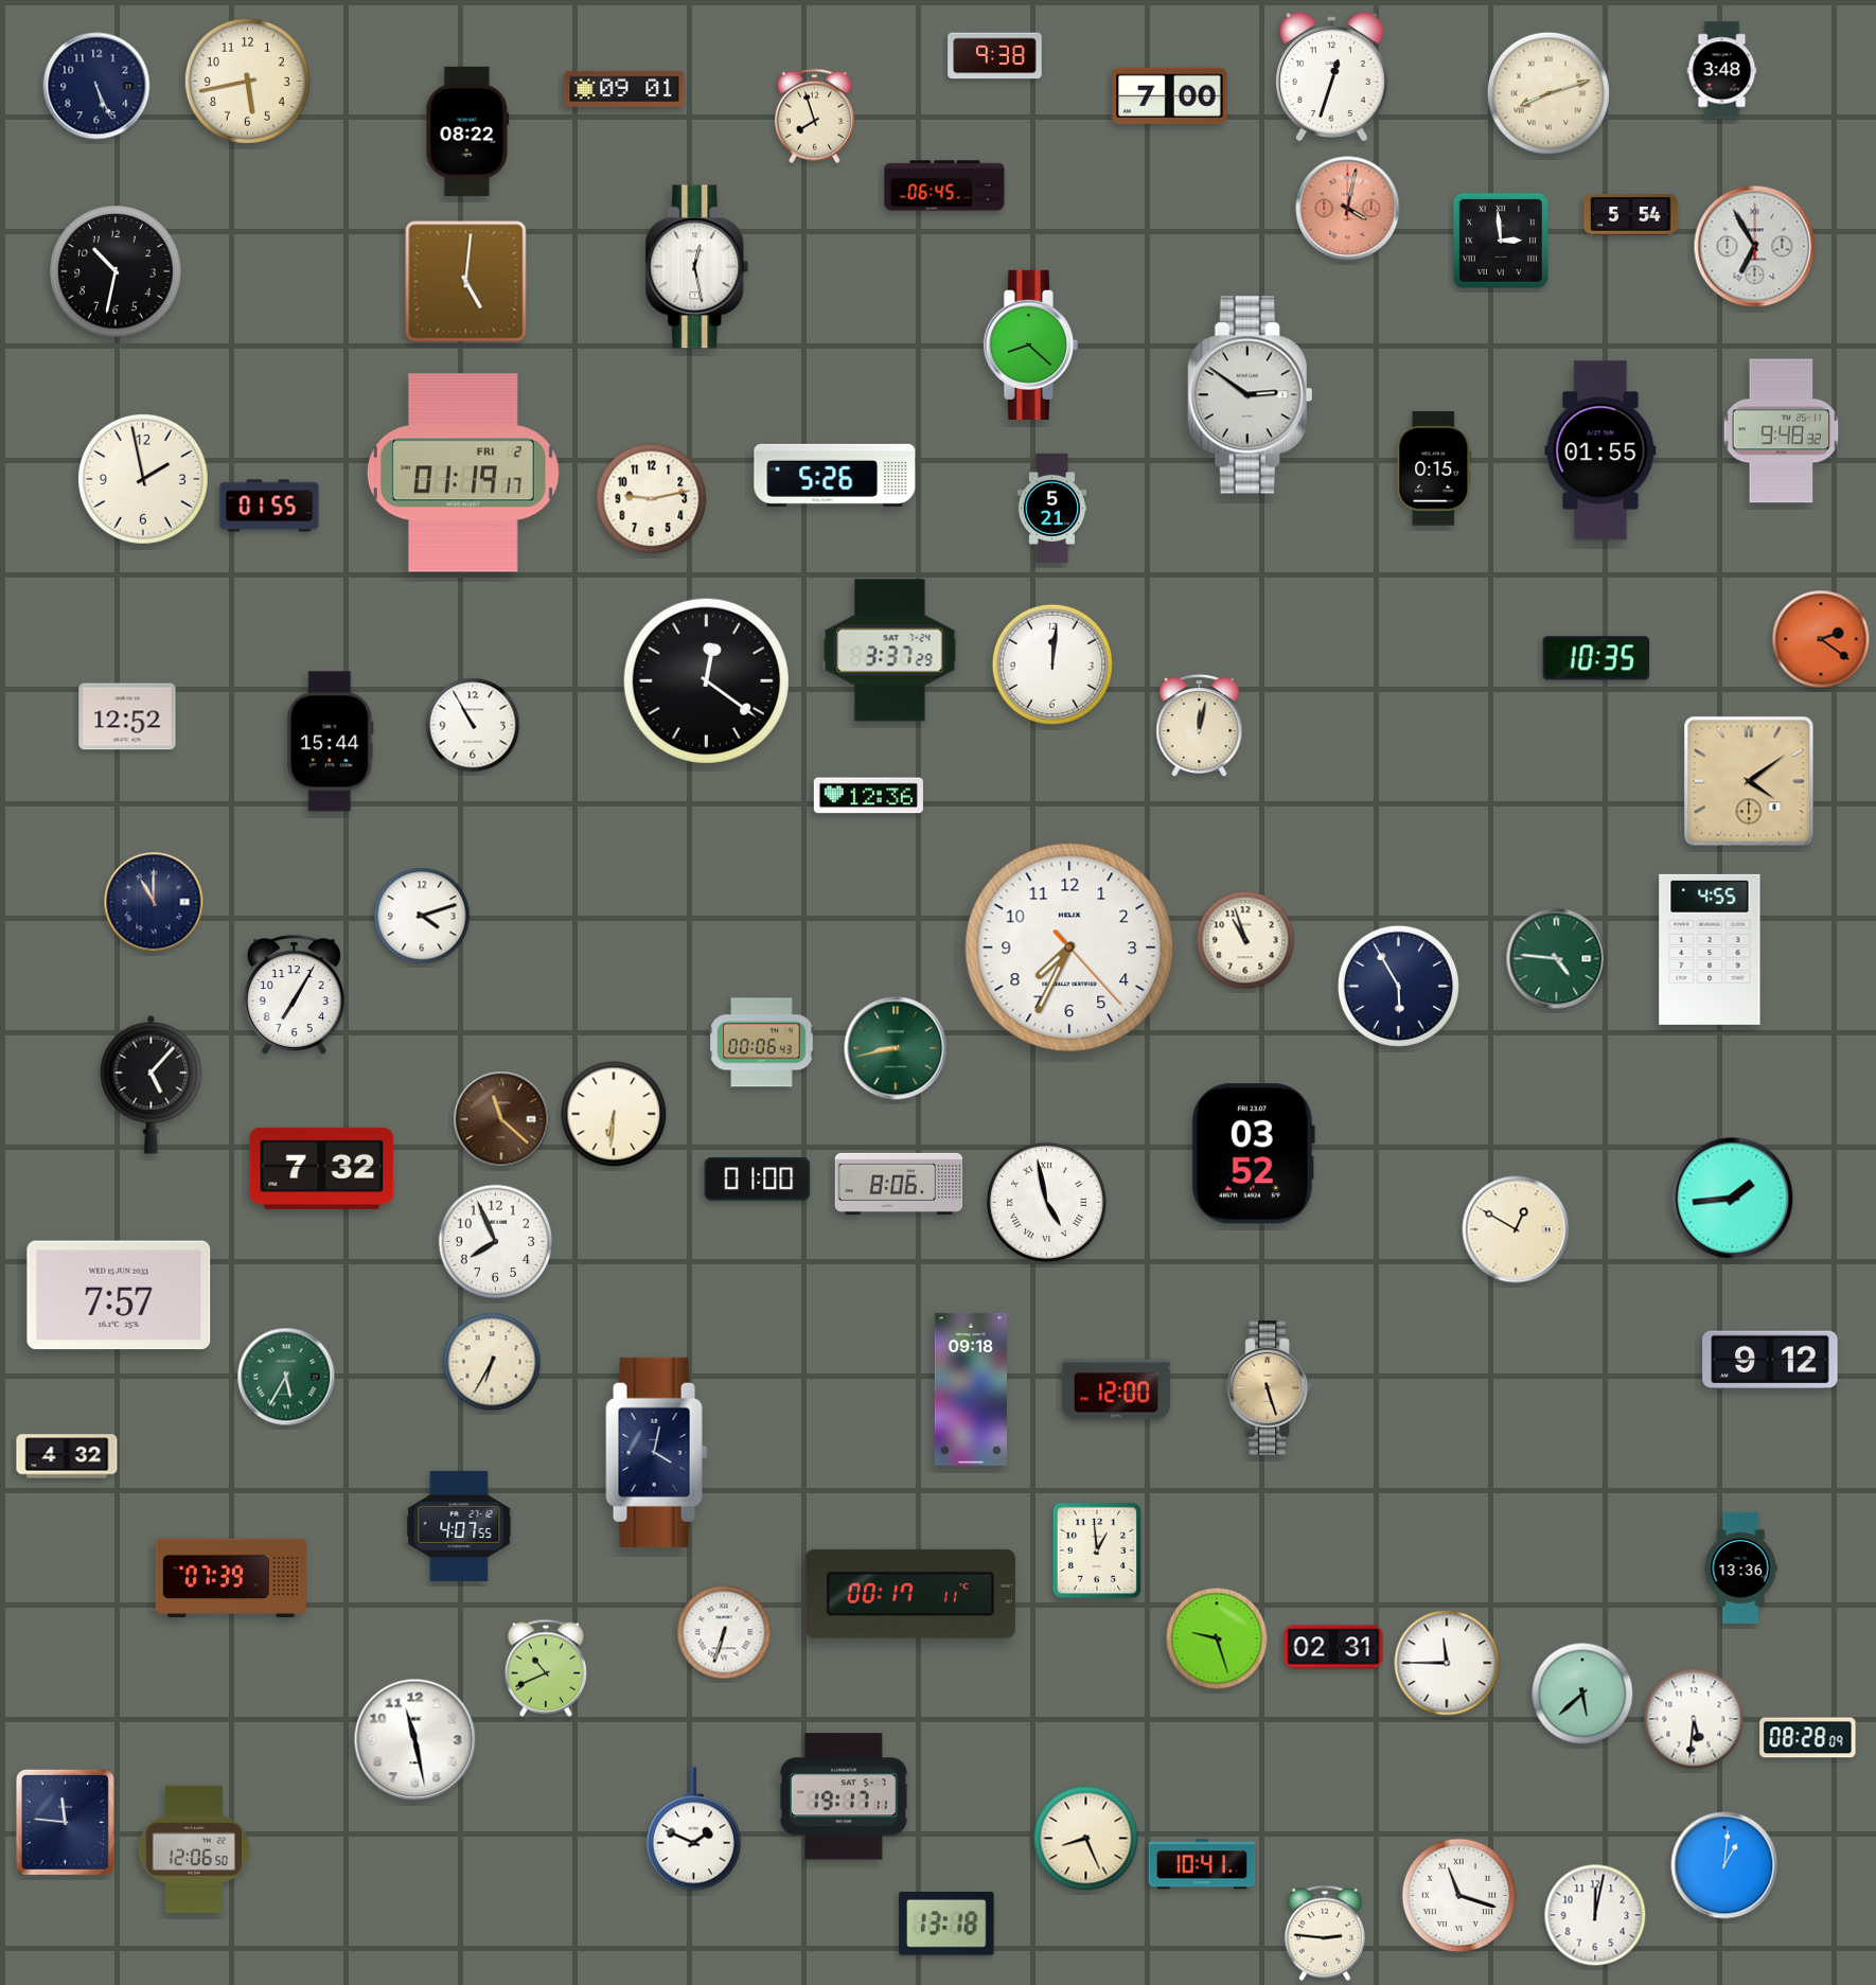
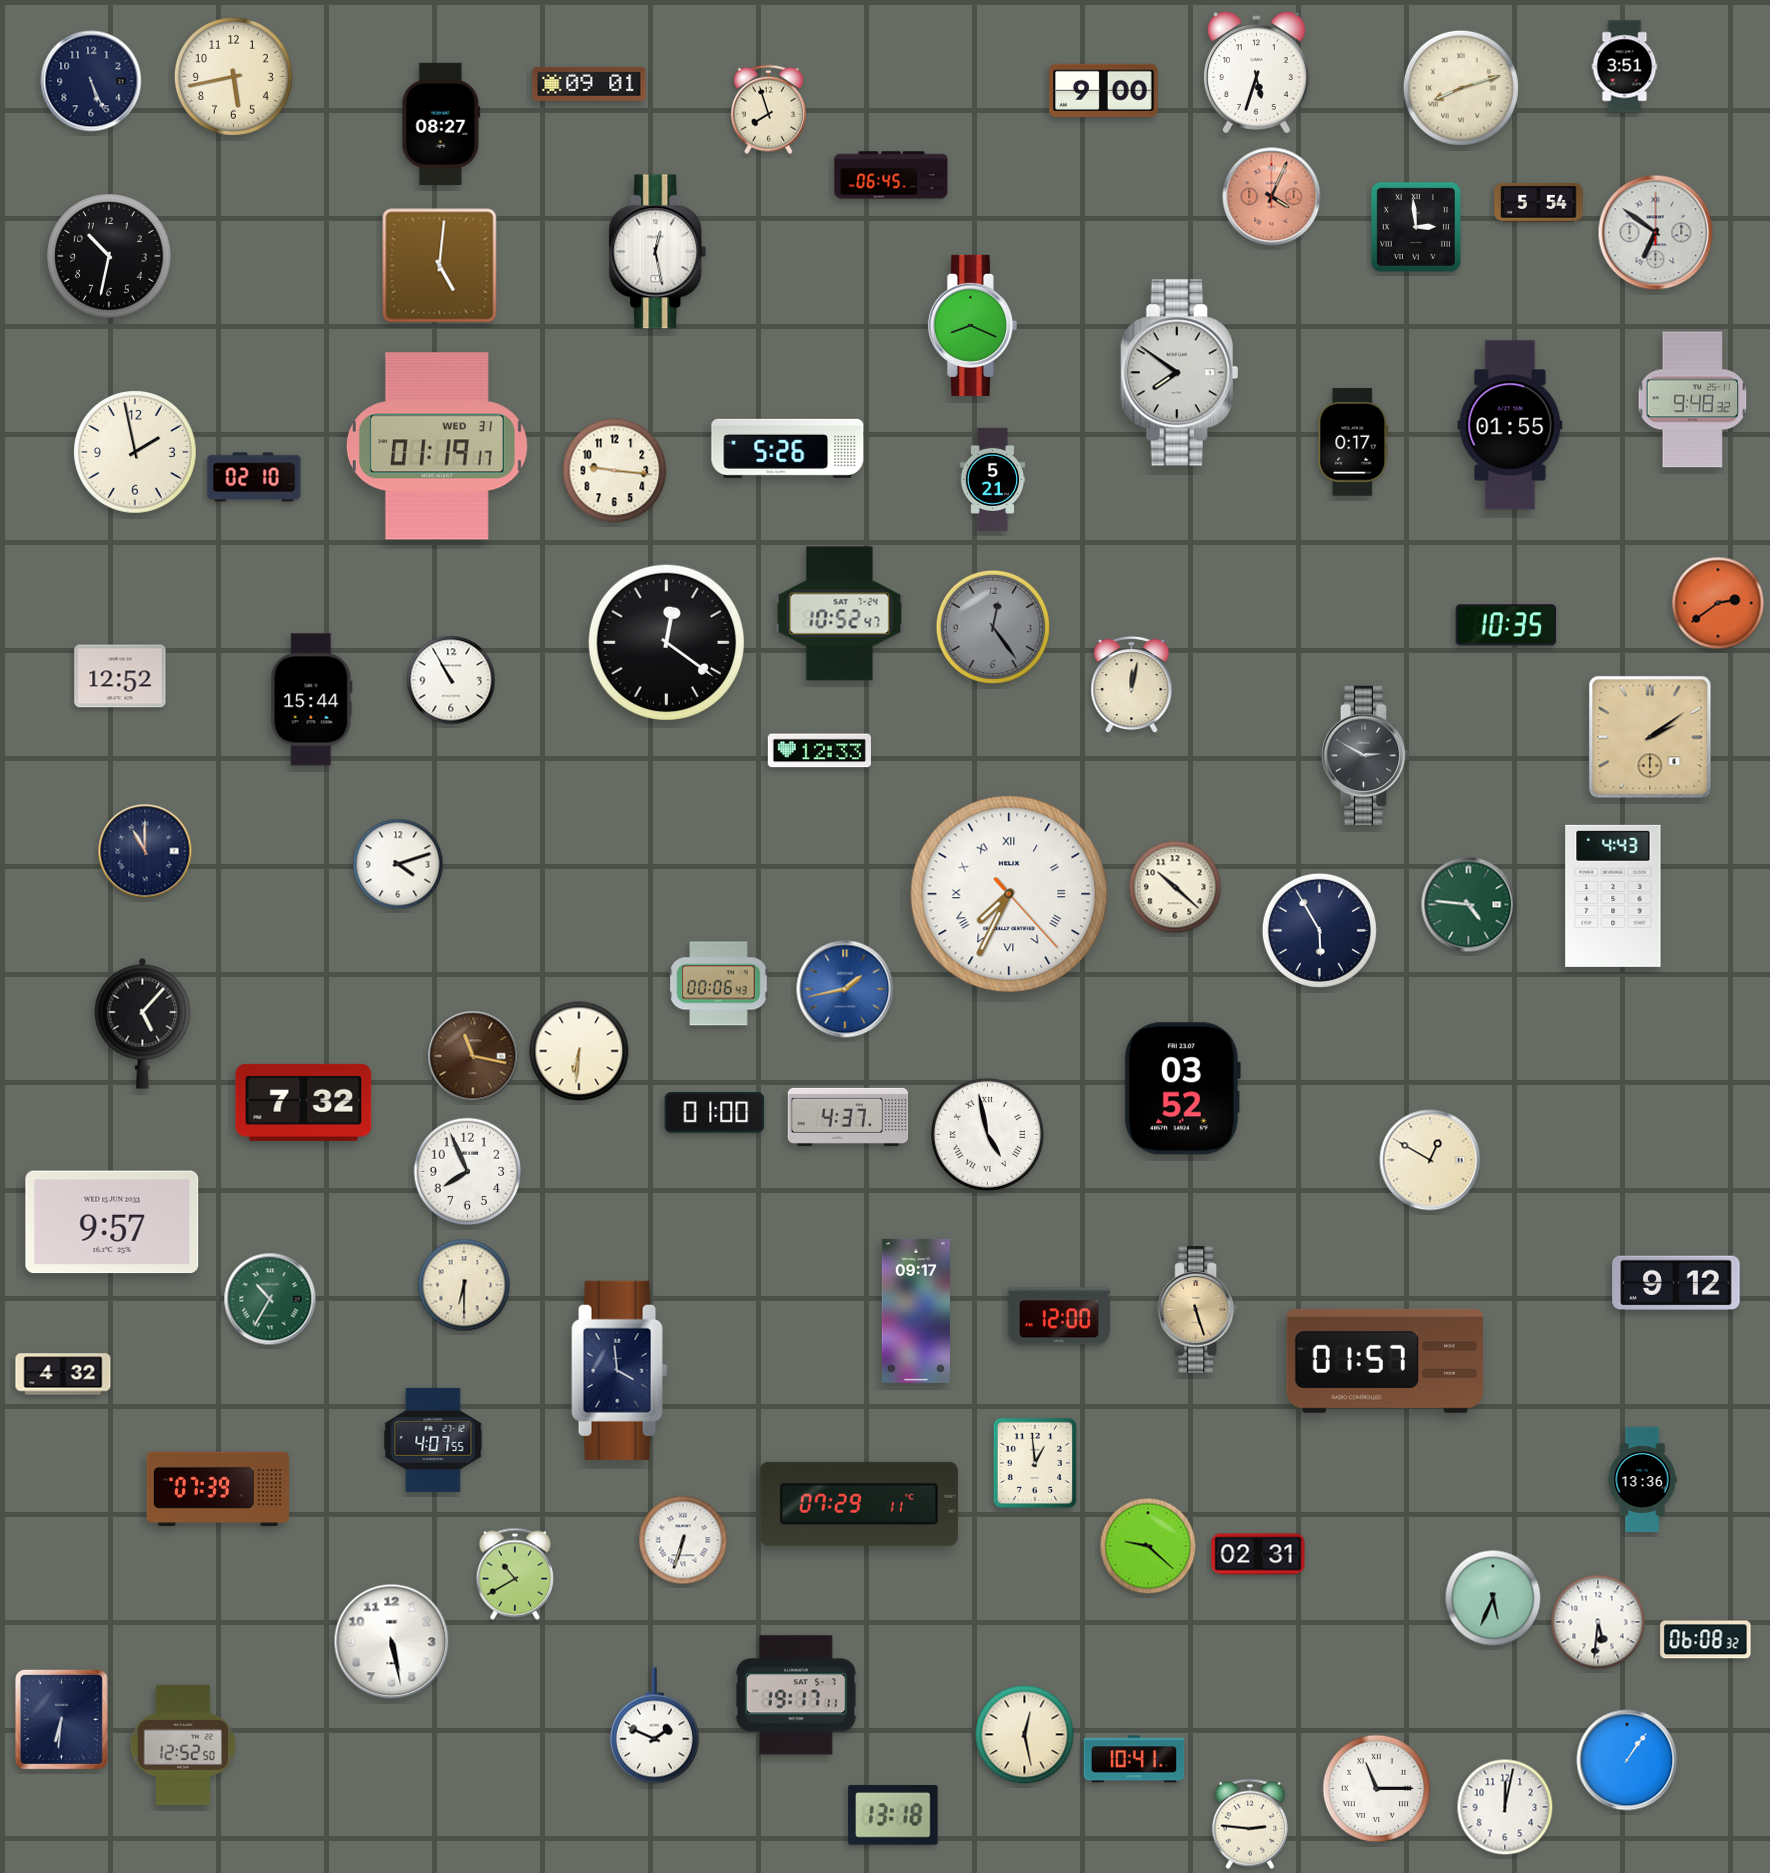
clock at (995, 56): 9:38 -> none
clock at (1722, 71): 3:48 -> 3:51
clock at (1331, 77): 12:33 -> 5:33
clock at (1170, 95): 7:00 -> 9:00
clock at (467, 131): 08:22 -> 08:27
clock at (1348, 209): 4:02 -> 4:04
clock at (1755, 247): 6:55 -> 6:51
clock at (1030, 344): 8:22 -> 8:19
clock at (1251, 395): 2:51 -> 7:51
clock at (1782, 431) position: (1782, 431) -> (1693, 400)
clock at (1434, 468): 0:15 -> 0:17
clock at (463, 473) date: FRI 2 -> WED 31
clock at (652, 499): 9:13 -> 9:16
clock at (269, 506): 01:55 -> 02:10
clock at (1821, 639): 2:21 -> 2:39
clock at (890, 651): 3:37 -> 10:52
clock at (1596, 658) position: (1596, 658) -> (1506, 625)
clock at (1052, 664): 12:01 -> 12:24
clock at (1052, 664) dial: white -> grey
clock at (473, 725) position: (473, 725) -> (451, 680)
clock at (1749, 781): 4:09 -> 2:09
clock at (868, 796): 12:36 -> 12:33
clock at (1366, 756): none -> 2:50
clock at (1245, 940): 10:57 -> 10:22
clock at (1069, 947) numerals: Arabic -> Roman
clock at (1710, 950): 4:55 -> 4:43
clock at (294, 994): 7:05 -> none
clock at (896, 1048): 8:43 -> 1:43
clock at (896, 1048) dial: green -> blue
clock at (501, 1119): 11:22 -> 11:17
clock at (899, 1184): 8:06 -> 4:37
clock at (1733, 1199): 1:44 -> none
clock at (119, 1295): 7:57 -> 9:57
clock at (1770, 1360) position: (1770, 1360) -> (1676, 1283)
clock at (492, 1362): 6:35 -> 6:30
clock at (286, 1377): 5:35 -> 10:35
clock at (971, 1389): 09:18 -> 09:17
clock at (1116, 1389) position: (1116, 1389) -> (1059, 1316)
clock at (1384, 1361): none -> 01:57
clock at (657, 1452): 4:02 -> 3:59
clock at (910, 1594): 00:17 -> 07:29
clock at (1217, 1638): 9:27 -> 9:22
clock at (1447, 1663): 11:45 -> none
clock at (545, 1668): 10:41 -> 10:40
clock at (1582, 1694): 5:38 -> 5:34
clock at (1808, 1738): 08:28 -> 06:08
clock at (415, 1740): 11:28 -> 5:28
clock at (65, 1822): 11:46 -> 6:31
clock at (1086, 1839): 8:26 -> 12:28
clock at (194, 1849): 12:06 -> 12:52
clock at (1724, 1865): 1:01 -> 1:06
clock at (1459, 1896): 11:18 -> 11:15
